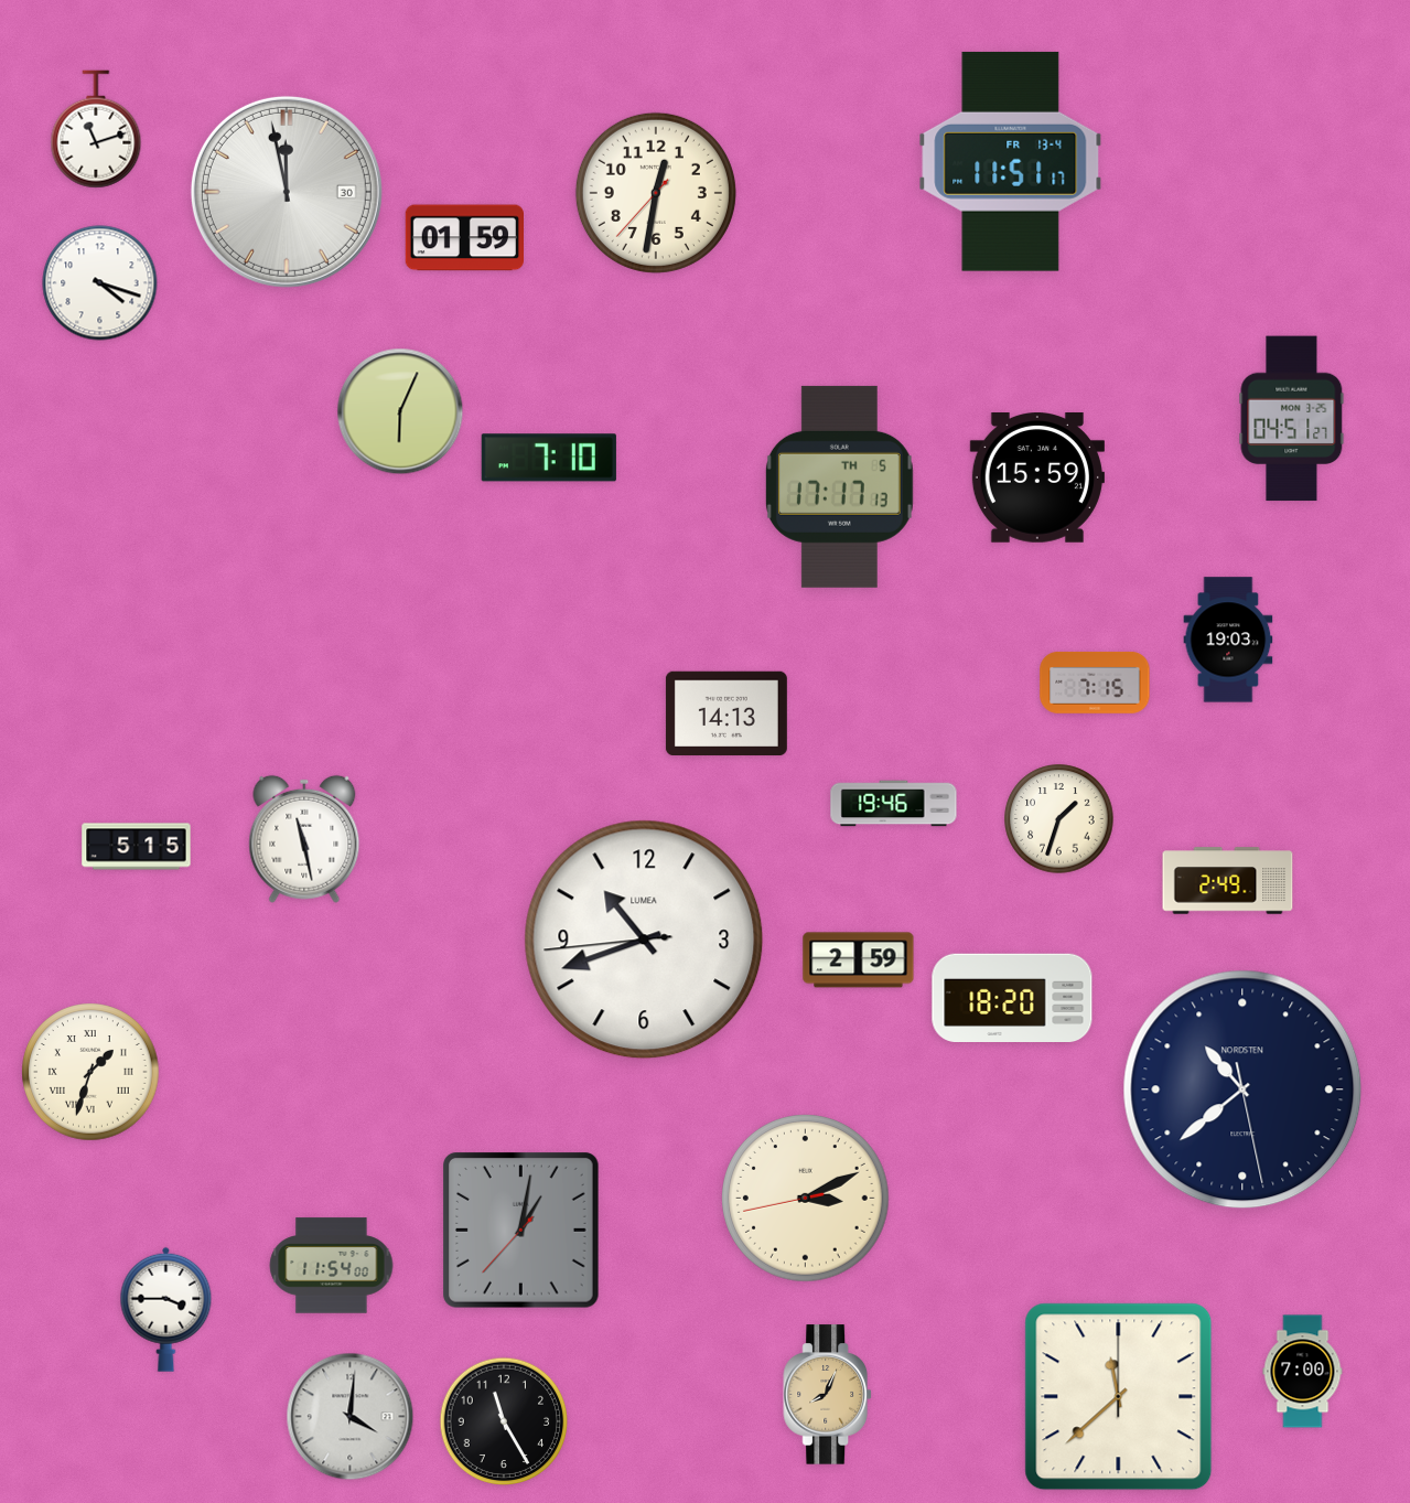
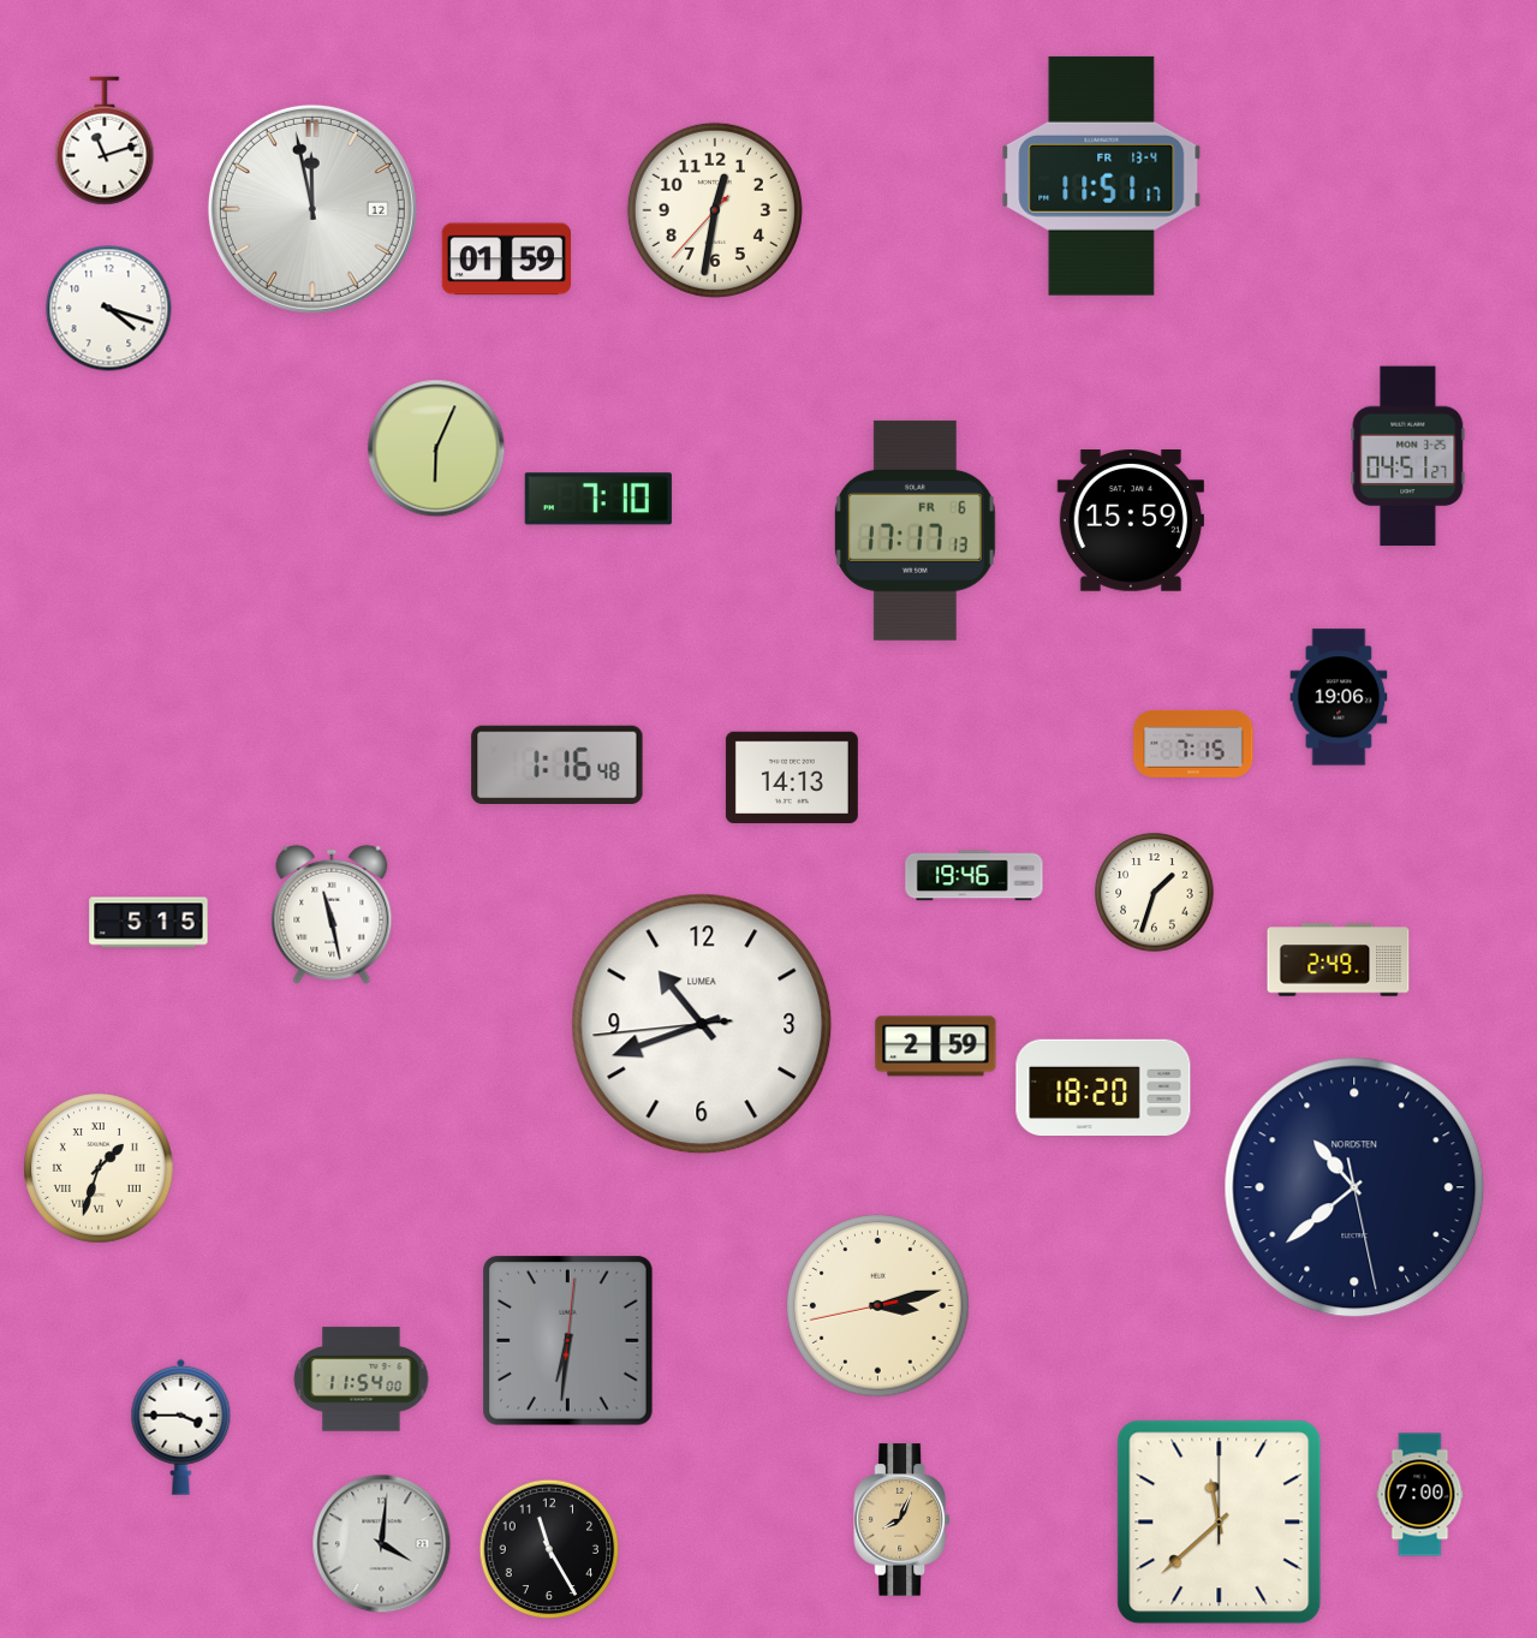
clock at (287, 192) date: 30 -> 12
clock at (839, 486) date: TH 5 -> FR 6
clock at (1228, 640): 19:03 -> 19:06
clock at (558, 764): none -> 1:16
clock at (806, 1199): 3:10 -> 3:12
clock at (521, 1231): 1:01 -> 6:31
